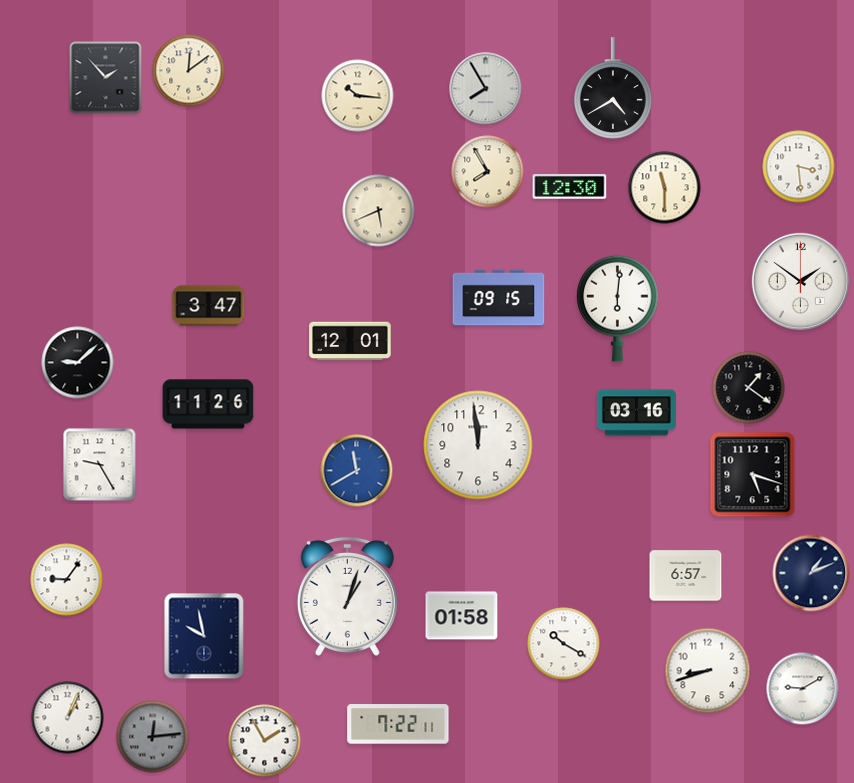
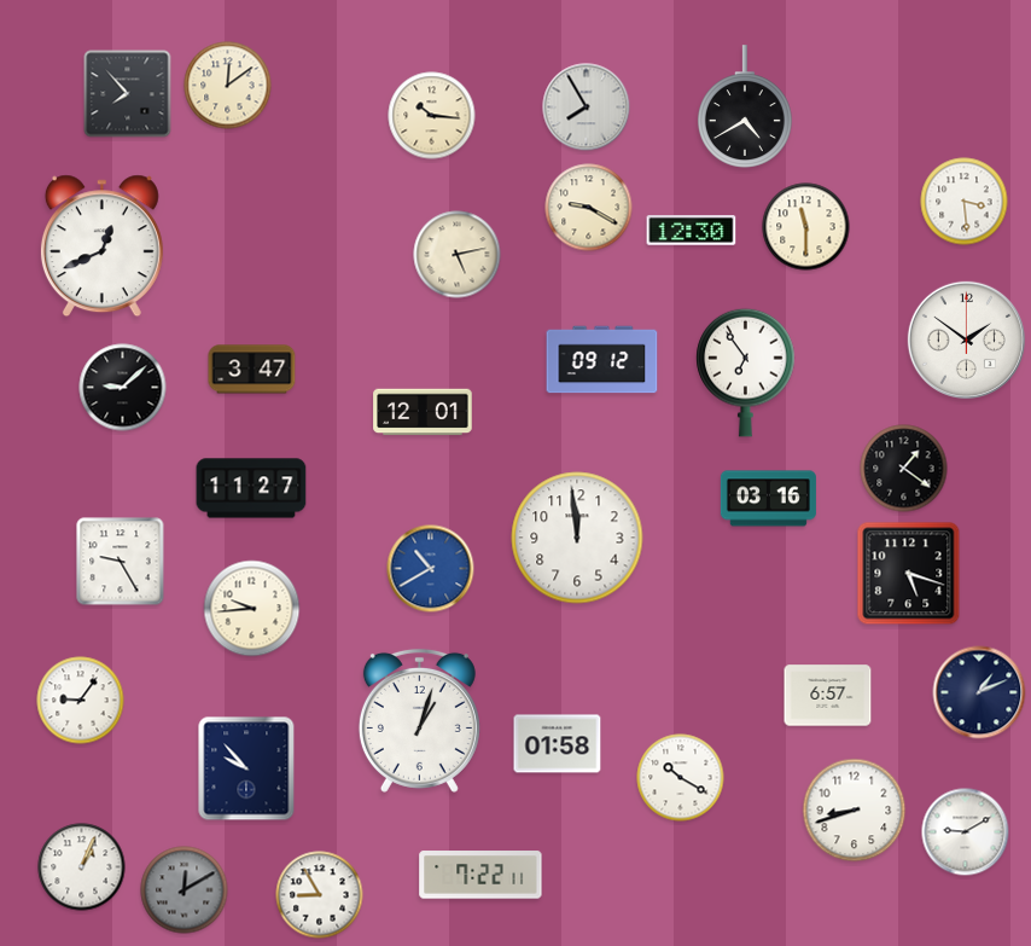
clock at (106, 78): 1:53 -> 7:53
clock at (613, 88) position: (613, 88) -> (745, 106)
clock at (488, 172): 7:55 -> 9:20
clock at (570, 187) position: (570, 187) -> (692, 231)
clock at (665, 188) position: (665, 188) -> (806, 227)
clock at (101, 246): none -> 12:41
clock at (379, 211): 5:41 -> 5:13
clock at (499, 298): 09:15 -> 09:12
clock at (618, 308): 6:01 -> 6:54
clock at (78, 363) position: (78, 363) -> (123, 388)
clock at (208, 404): 11:26 -> 11:27
clock at (357, 471): 11:40 -> 10:40
clock at (252, 609): none -> 9:44
clock at (204, 636): 9:58 -> 9:53
clock at (803, 689) position: (803, 689) -> (966, 832)
clock at (153, 737): 12:14 -> 12:10
clock at (265, 741): 1:55 -> 8:55
